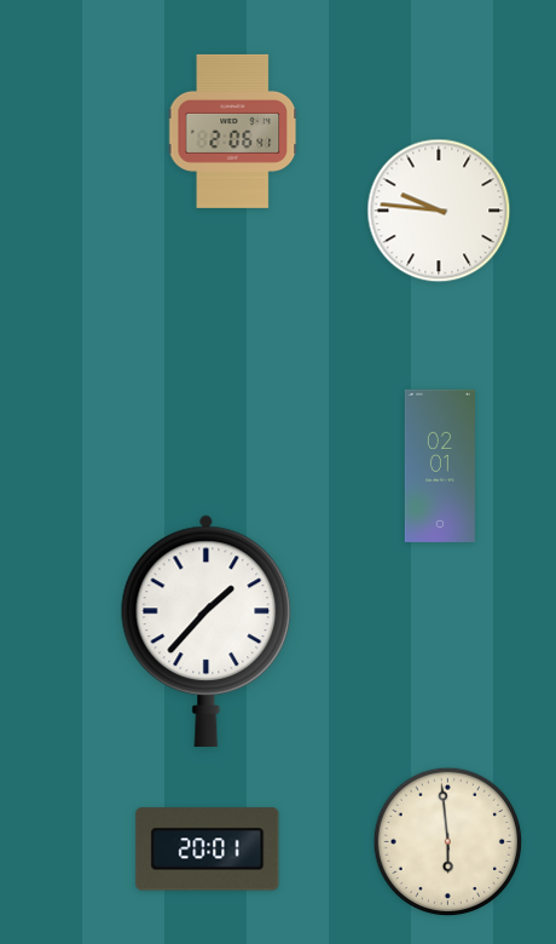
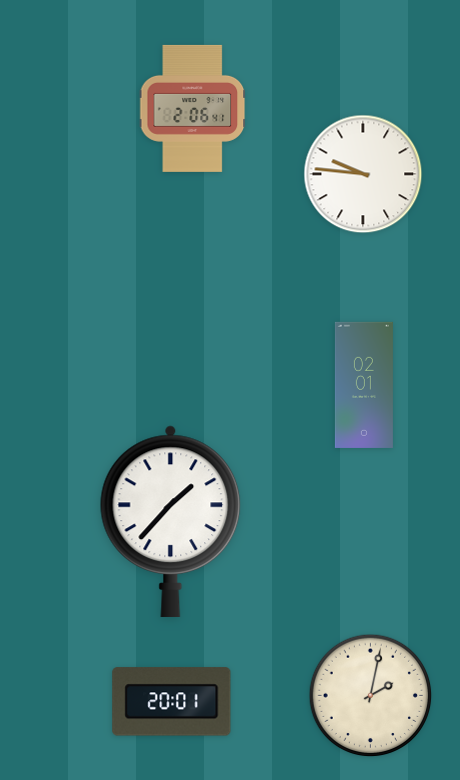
clock at (448, 842): 5:59 -> 2:02
